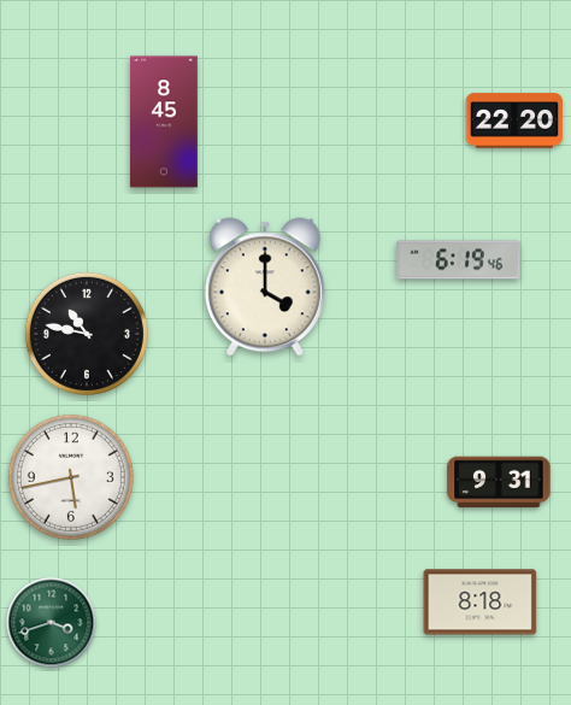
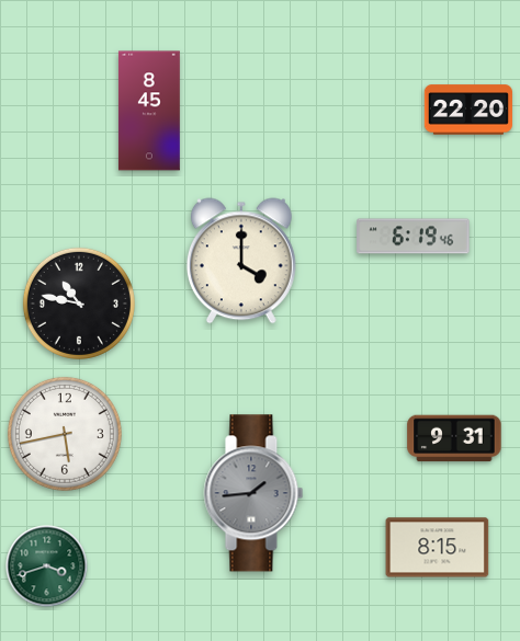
clock at (459, 260) position: (459, 260) -> (414, 237)
clock at (253, 493): none -> 1:44
clock at (481, 603): 8:18 -> 8:15
